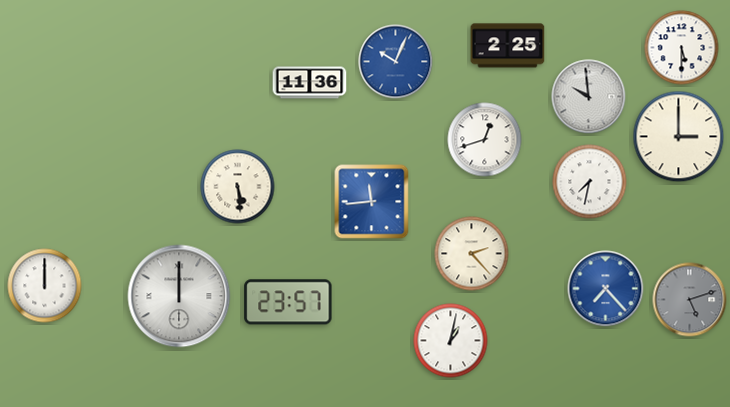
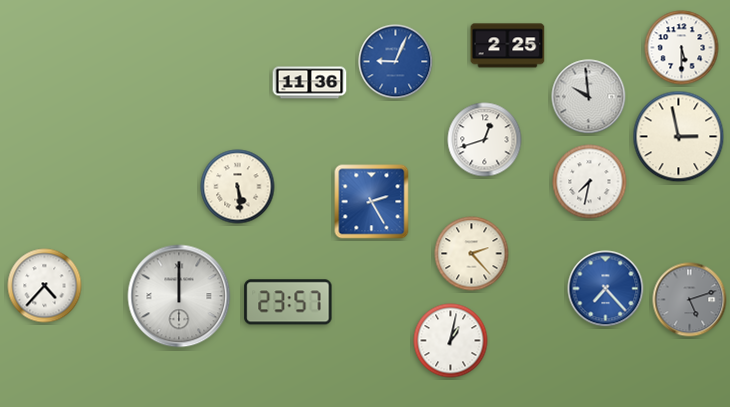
clock at (396, 62): 10:04 -> 9:04
clock at (679, 137): 3:00 -> 2:58
clock at (372, 202): 11:44 -> 2:25
clock at (45, 286): 12:00 -> 4:37
